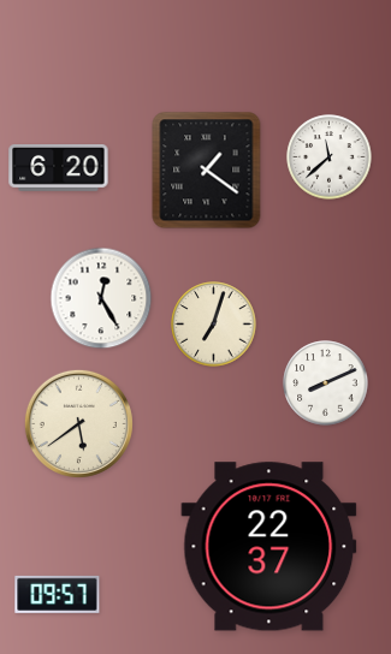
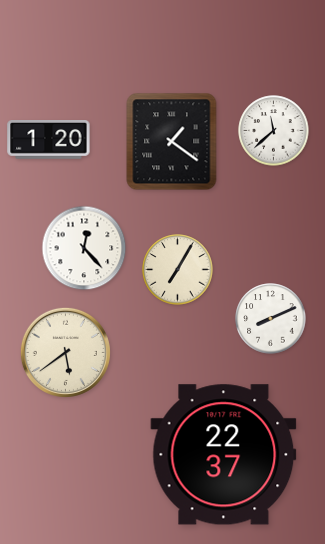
clock at (59, 168): 6:20 -> 1:20
clock at (101, 298): 12:25 -> 12:23
clock at (214, 325): 7:03 -> 7:05
clock at (58, 594): 09:57 -> none
